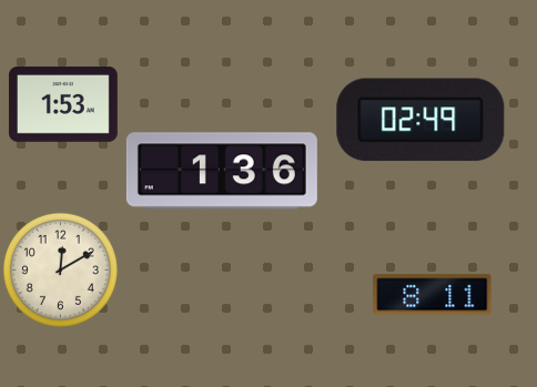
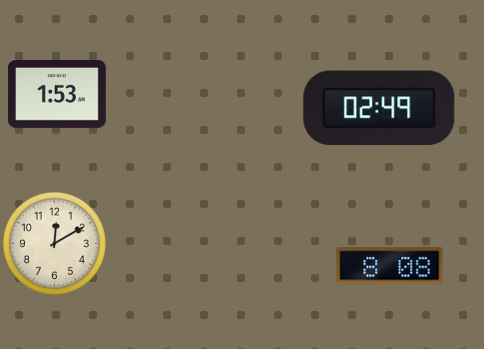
clock at (222, 171): 1:36 -> none
clock at (433, 295): 8:11 -> 8:08
